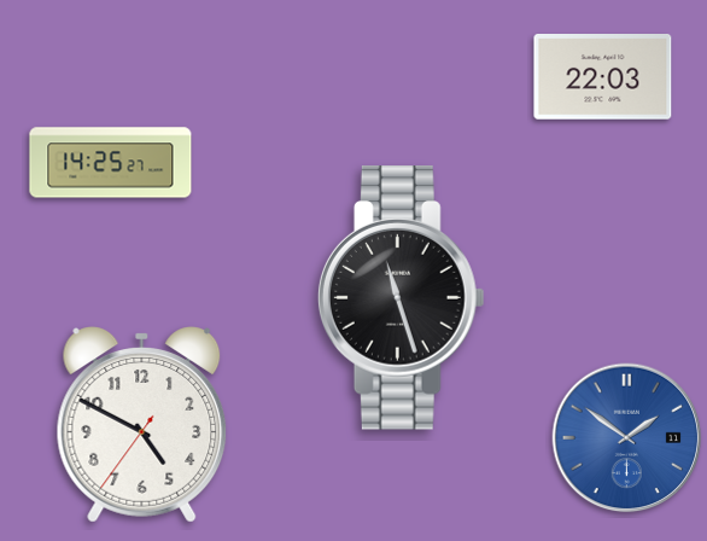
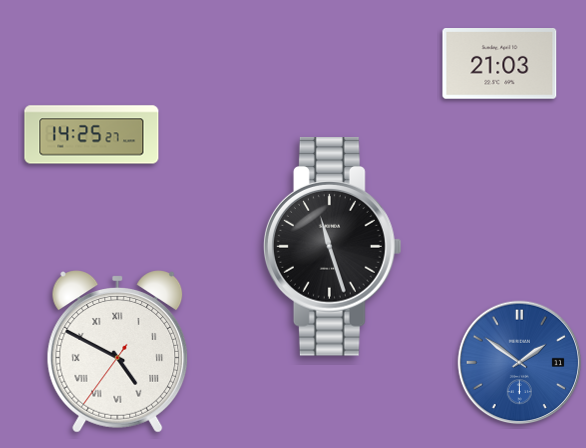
clock at (603, 77): 22:03 -> 21:03
clock at (142, 425) numerals: Arabic -> Roman
